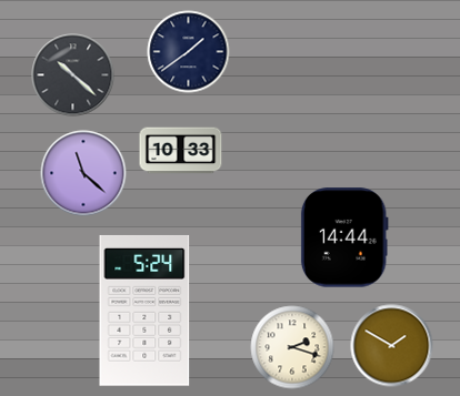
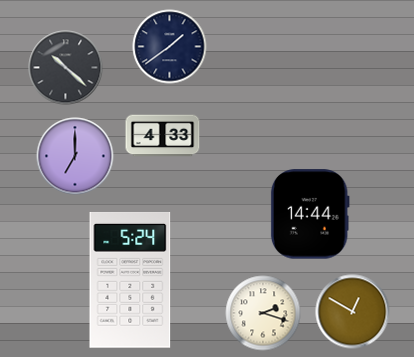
clock at (181, 151): 10:33 -> 4:33
clock at (83, 173): 11:22 -> 7:00
clock at (392, 346): 1:50 -> 12:50
